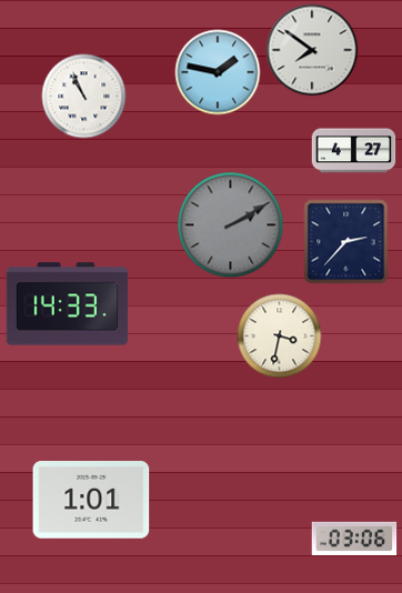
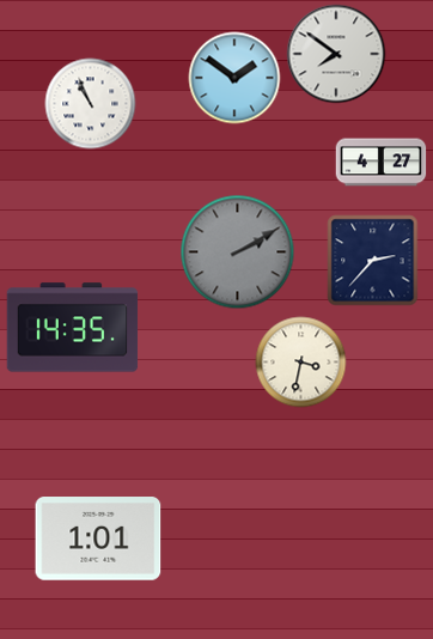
clock at (218, 72): 1:47 -> 1:51
clock at (231, 225) position: (231, 225) -> (238, 252)
clock at (68, 304): 14:33 -> 14:35
clock at (354, 539): 03:06 -> none
